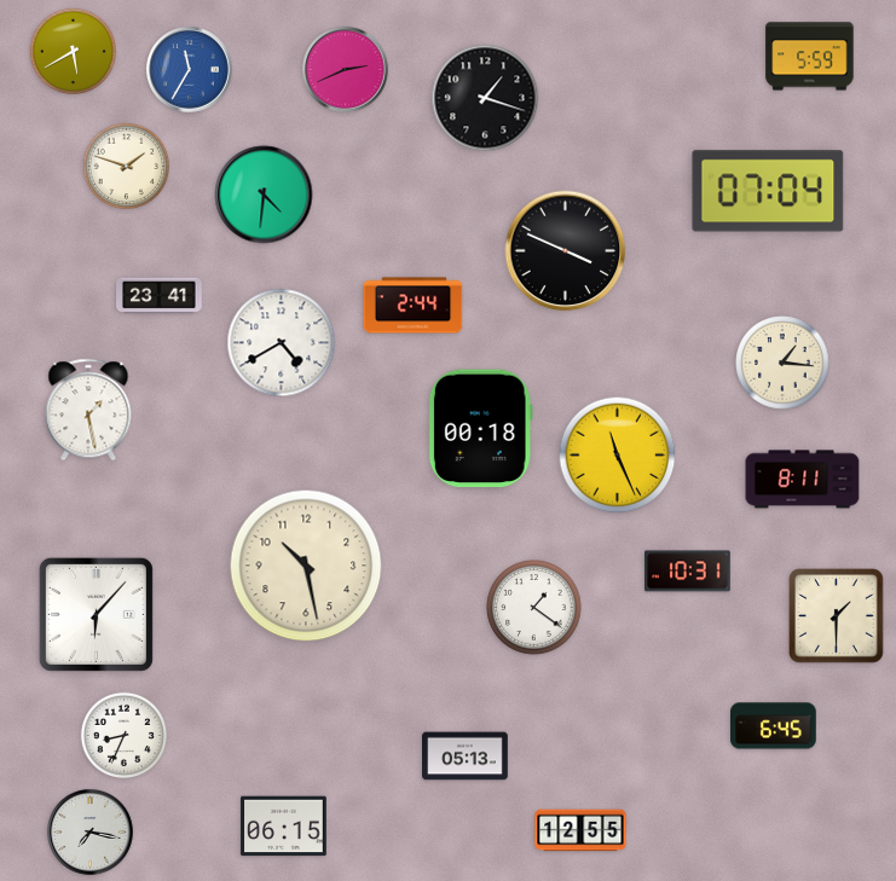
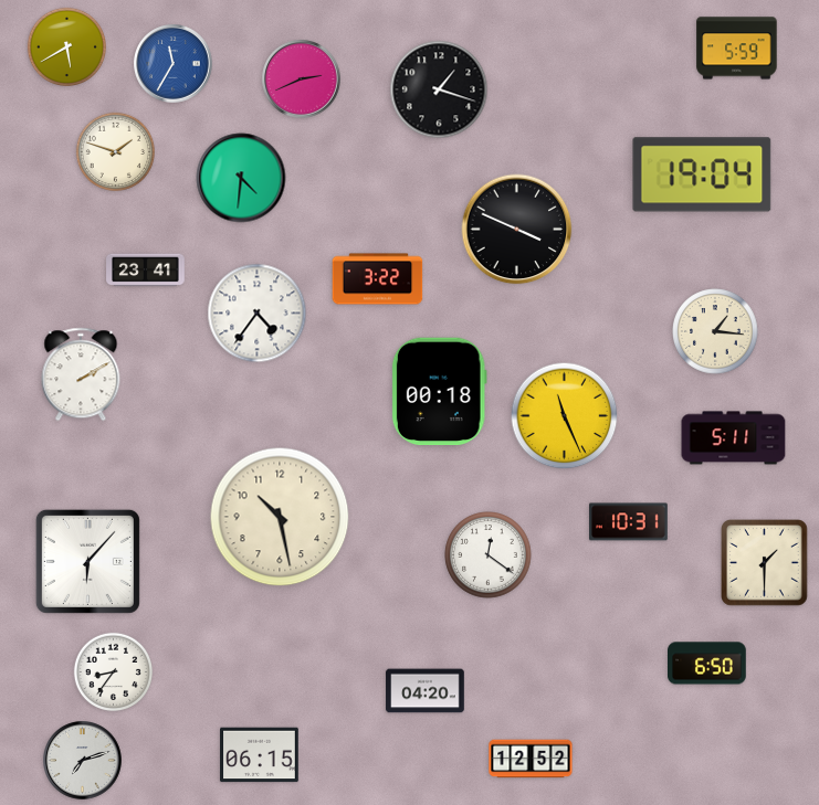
clock at (810, 57) position: (810, 57) -> (737, 49)
clock at (346, 70) position: (346, 70) -> (302, 80)
clock at (485, 98) position: (485, 98) -> (439, 89)
clock at (768, 191): 07:04 -> 19:04
clock at (414, 306): 2:44 -> 3:22
clock at (282, 343): 4:40 -> 4:36
clock at (88, 410): 1:28 -> 2:10
clock at (803, 480): 8:11 -> 5:11
clock at (534, 608): 1:21 -> 12:21
clock at (774, 726): 6:45 -> 6:50
clock at (125, 736): 8:34 -> 8:36
clock at (466, 757): 05:13 -> 04:20
clock at (580, 830): 12:55 -> 12:52
clock at (91, 833): 7:17 -> 7:12
